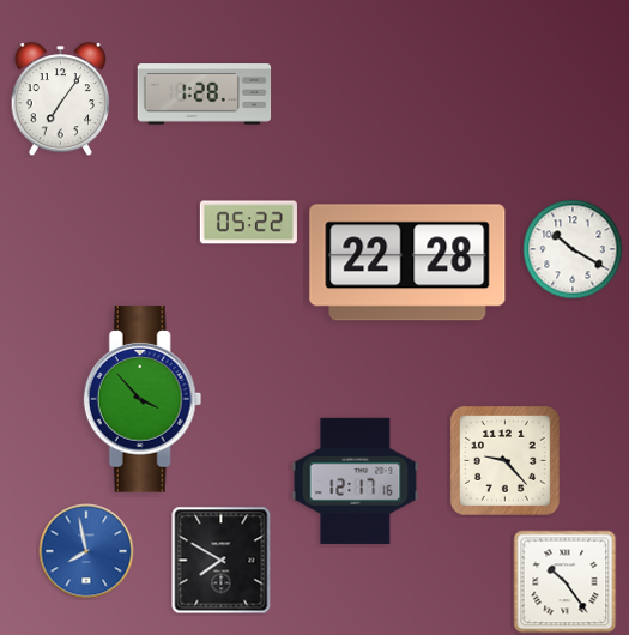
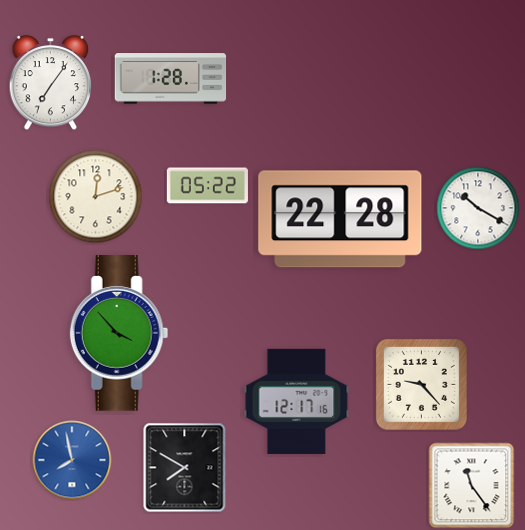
clock at (96, 197): none -> 12:12
clock at (566, 582): 10:24 -> 11:24
